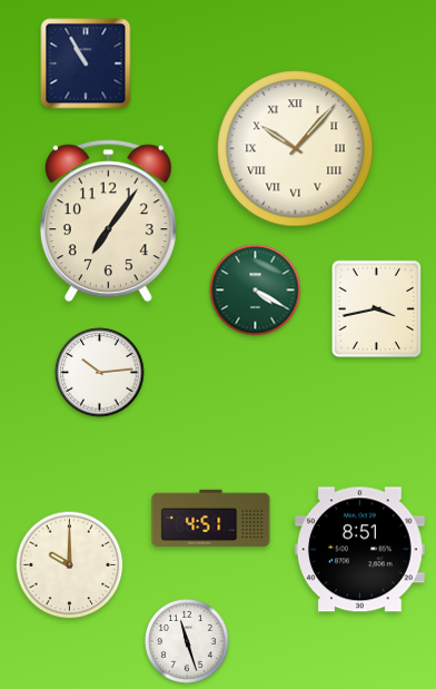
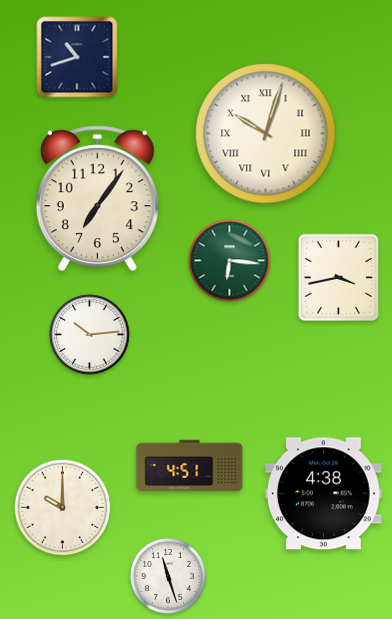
clock at (86, 63): 10:55 -> 10:42
clock at (296, 149): 10:07 -> 10:03
clock at (256, 291): 4:20 -> 6:16
clock at (359, 550): 8:51 -> 4:38
